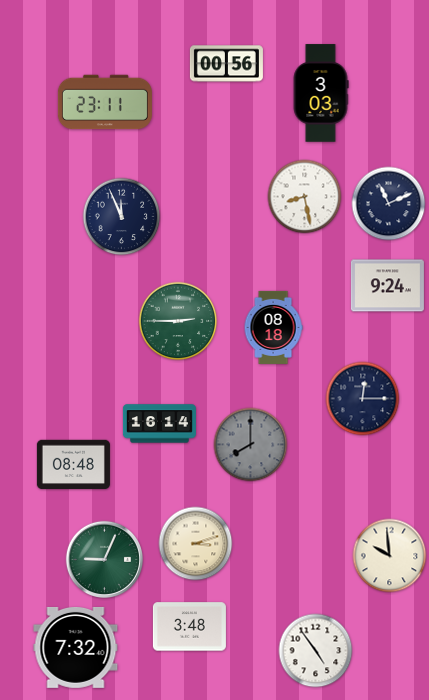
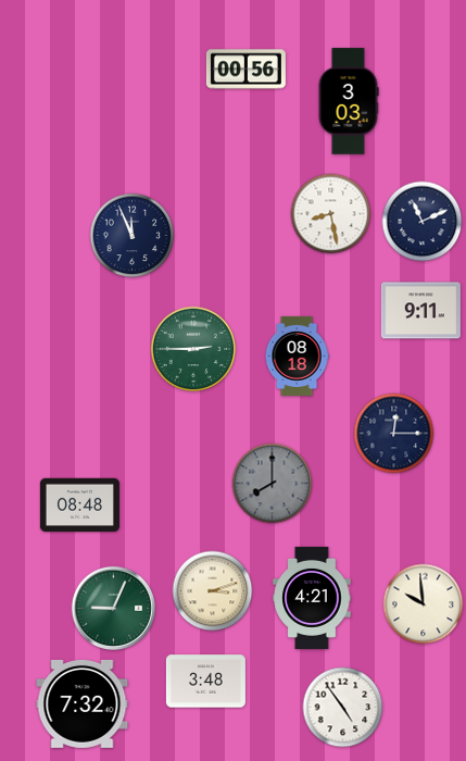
clock at (105, 102): 23:11 -> none
clock at (387, 286): 9:24 -> 9:11
clock at (159, 424): 16:14 -> none
clock at (312, 598): none -> 4:21
